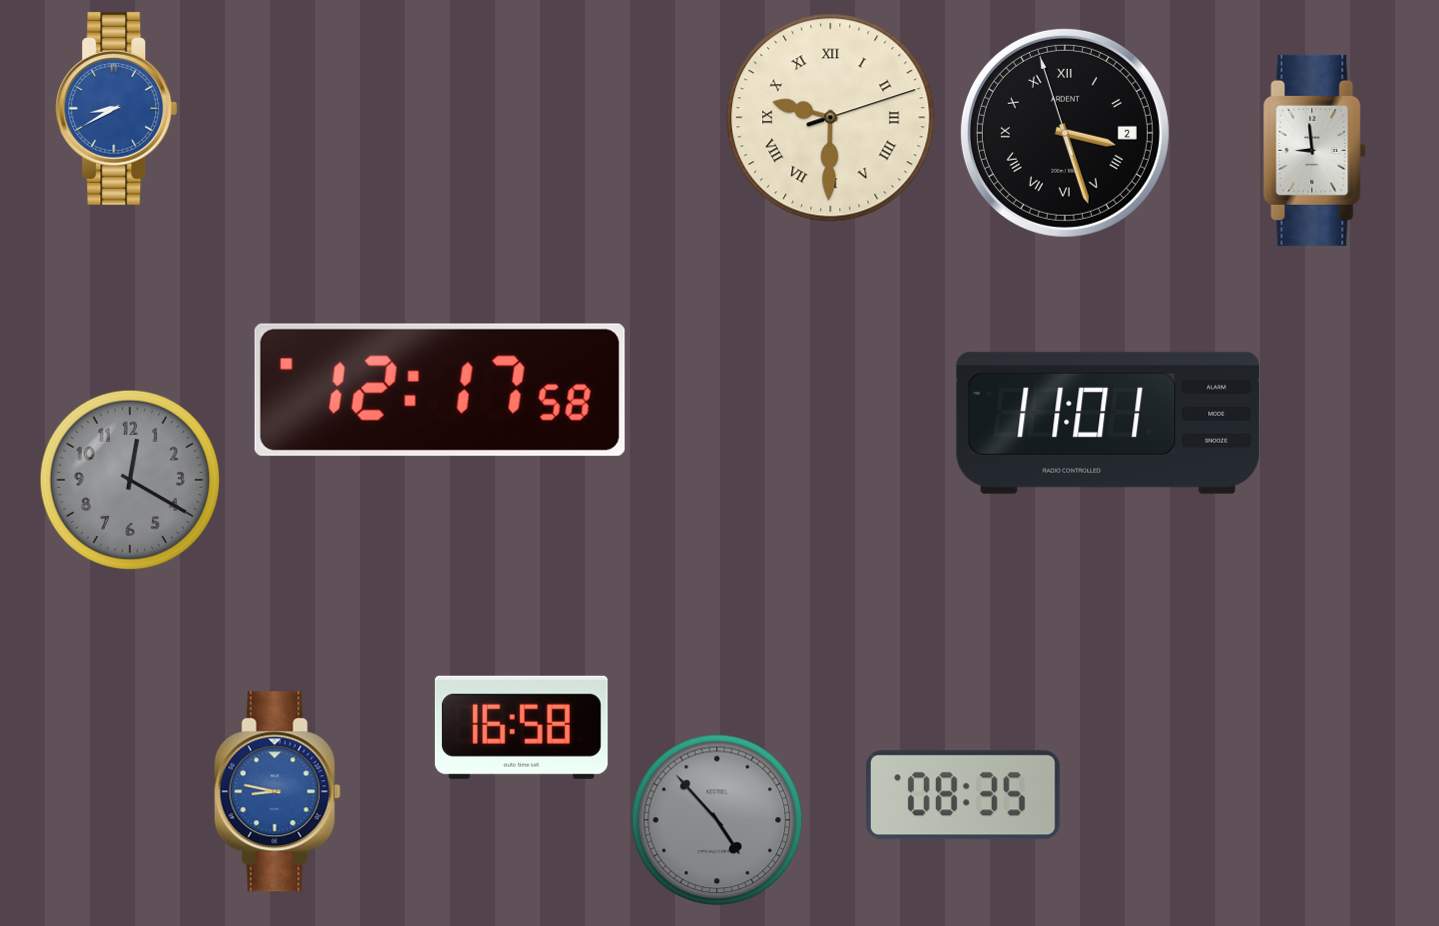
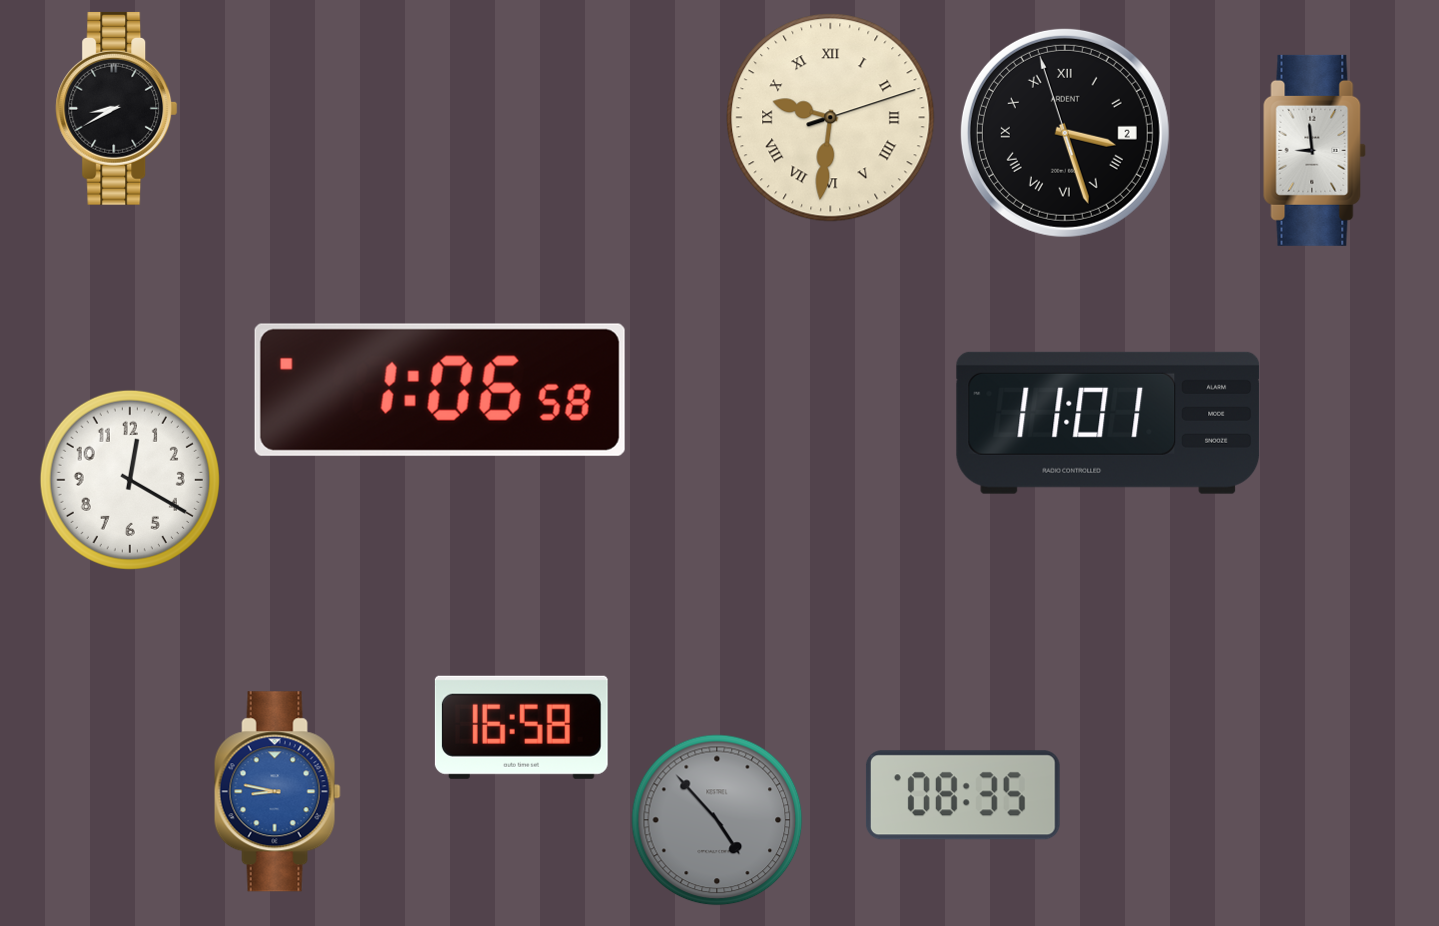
clock at (117, 108) dial: blue -> black
clock at (831, 118): 9:30 -> 9:31
clock at (440, 390): 12:17 -> 1:06
clock at (130, 480) dial: grey -> white
